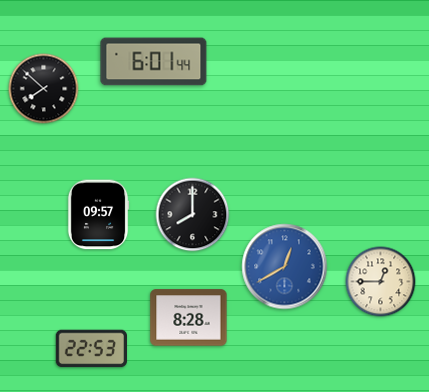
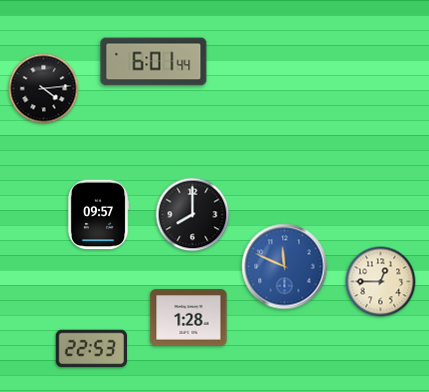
clock at (44, 89): 7:52 -> 4:14
clock at (285, 267): 12:40 -> 11:49
clock at (189, 318): 8:28 -> 1:28
